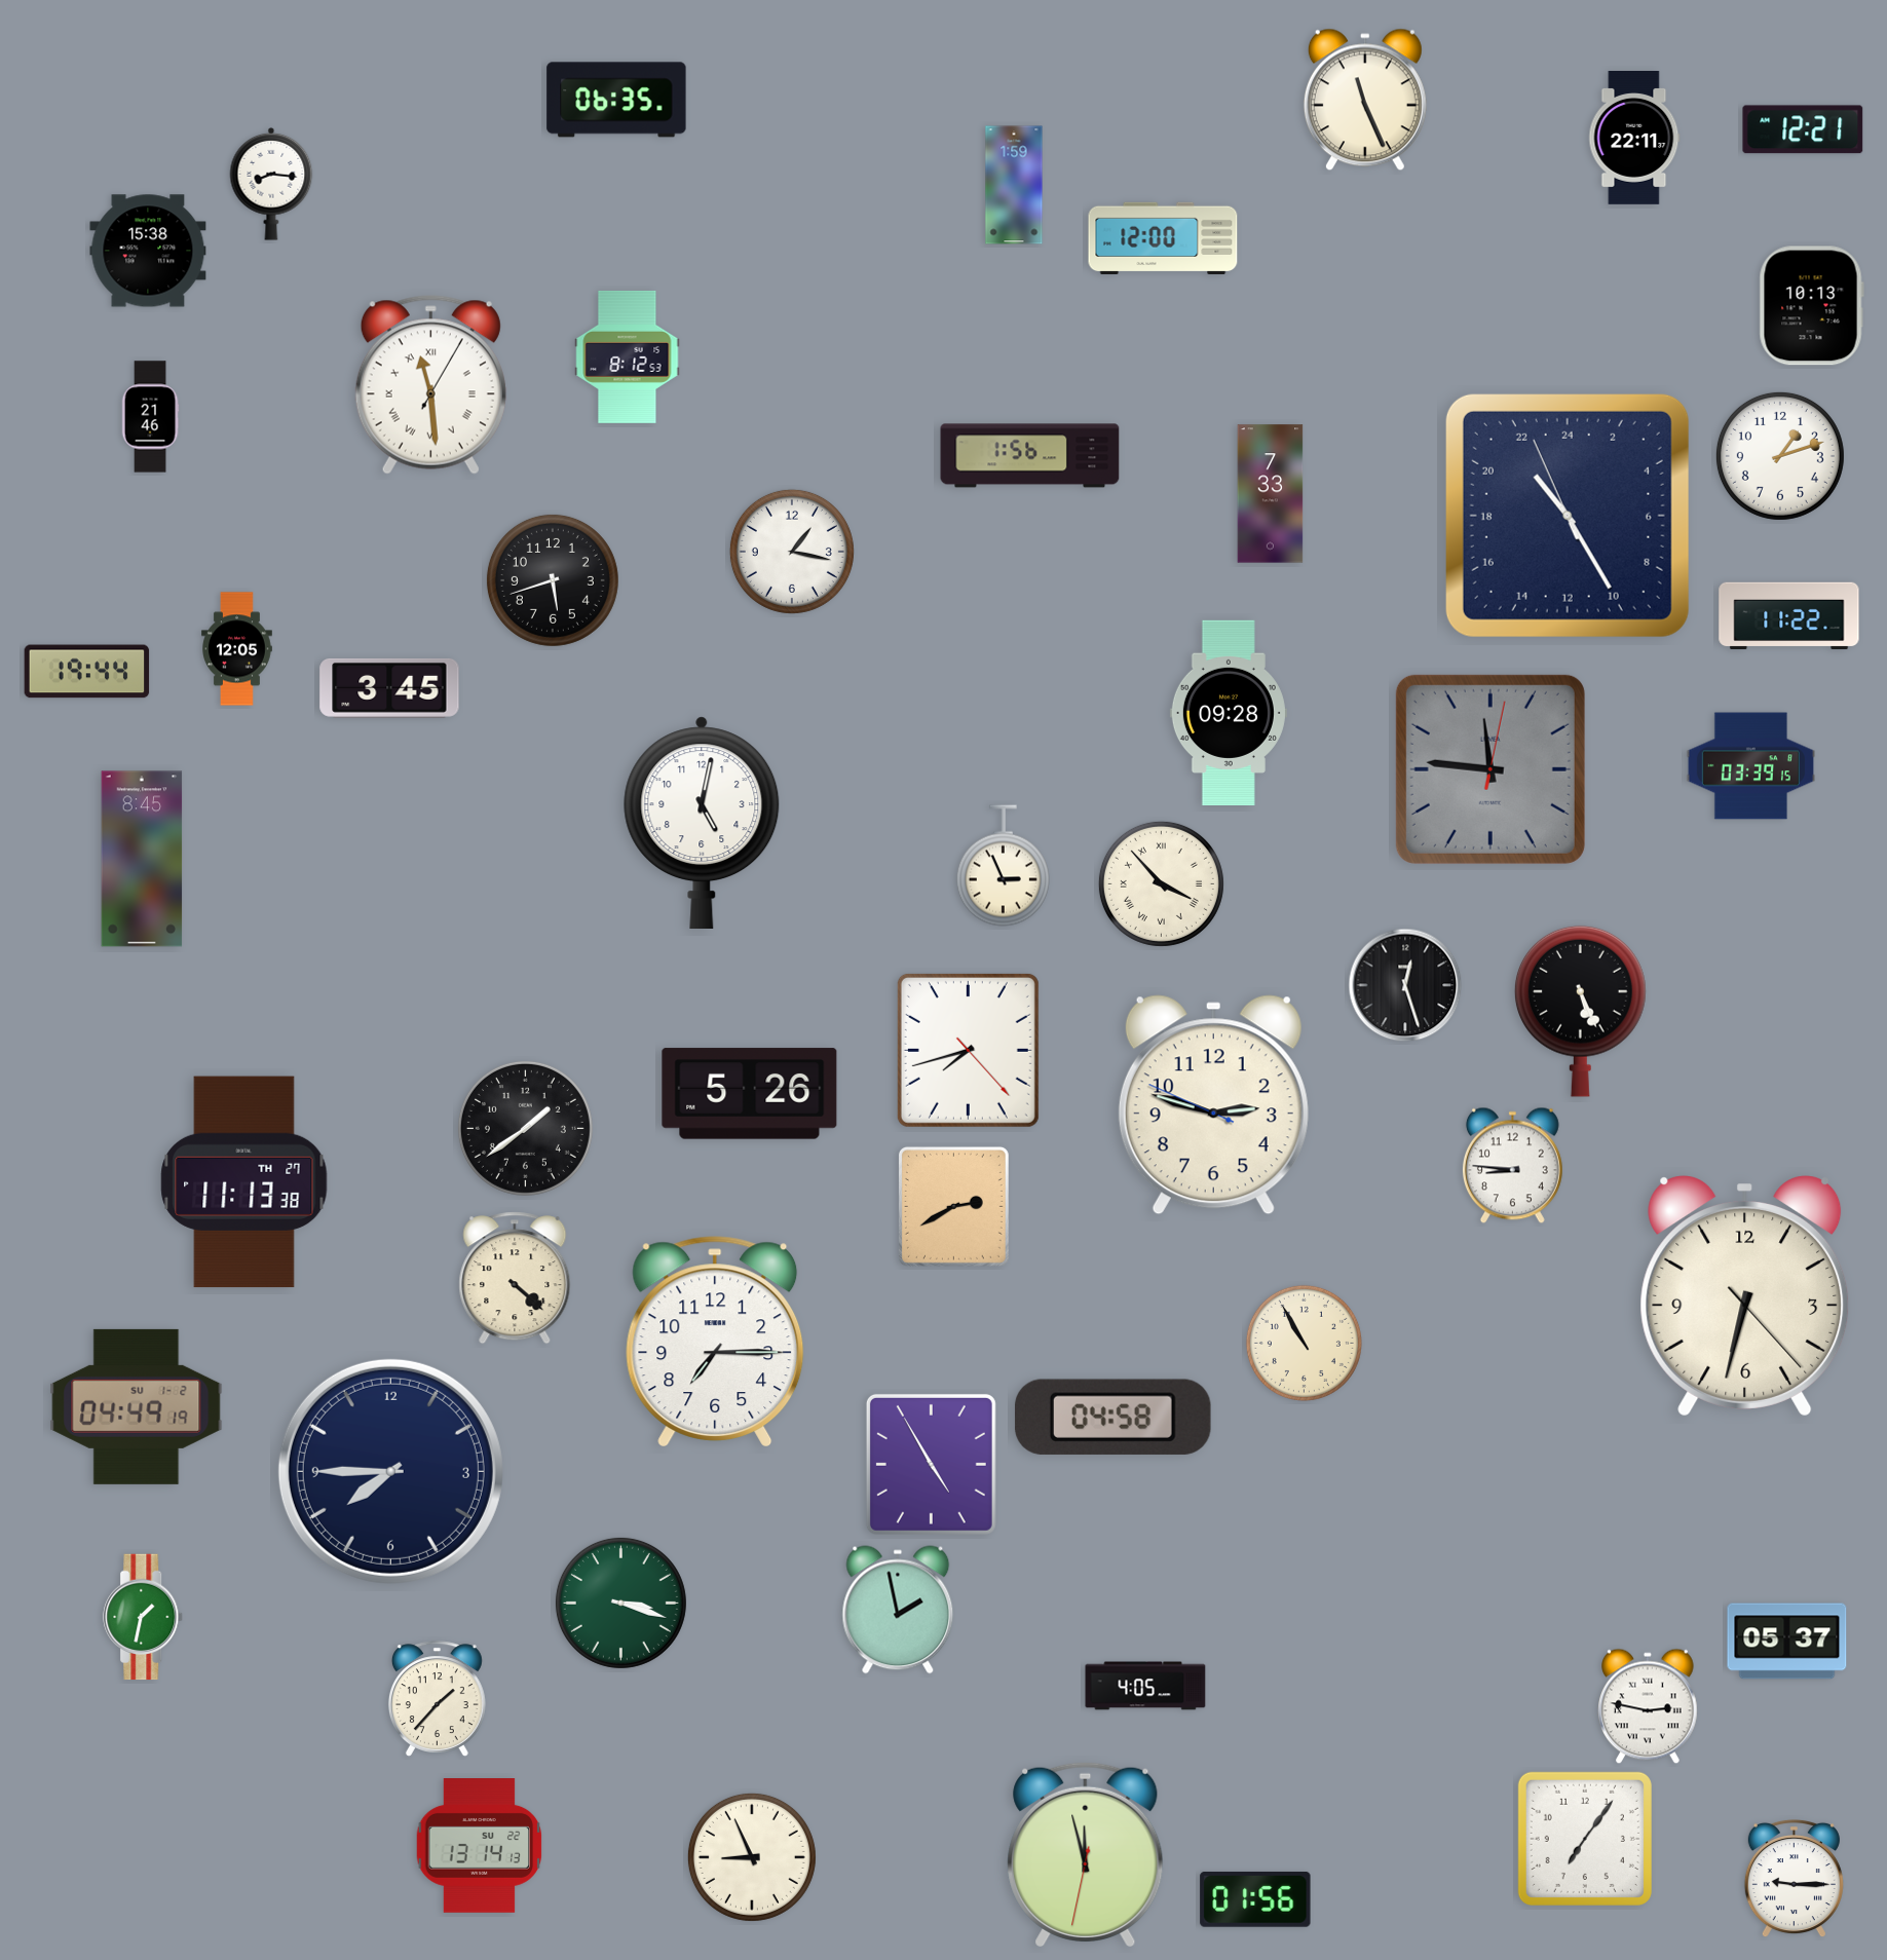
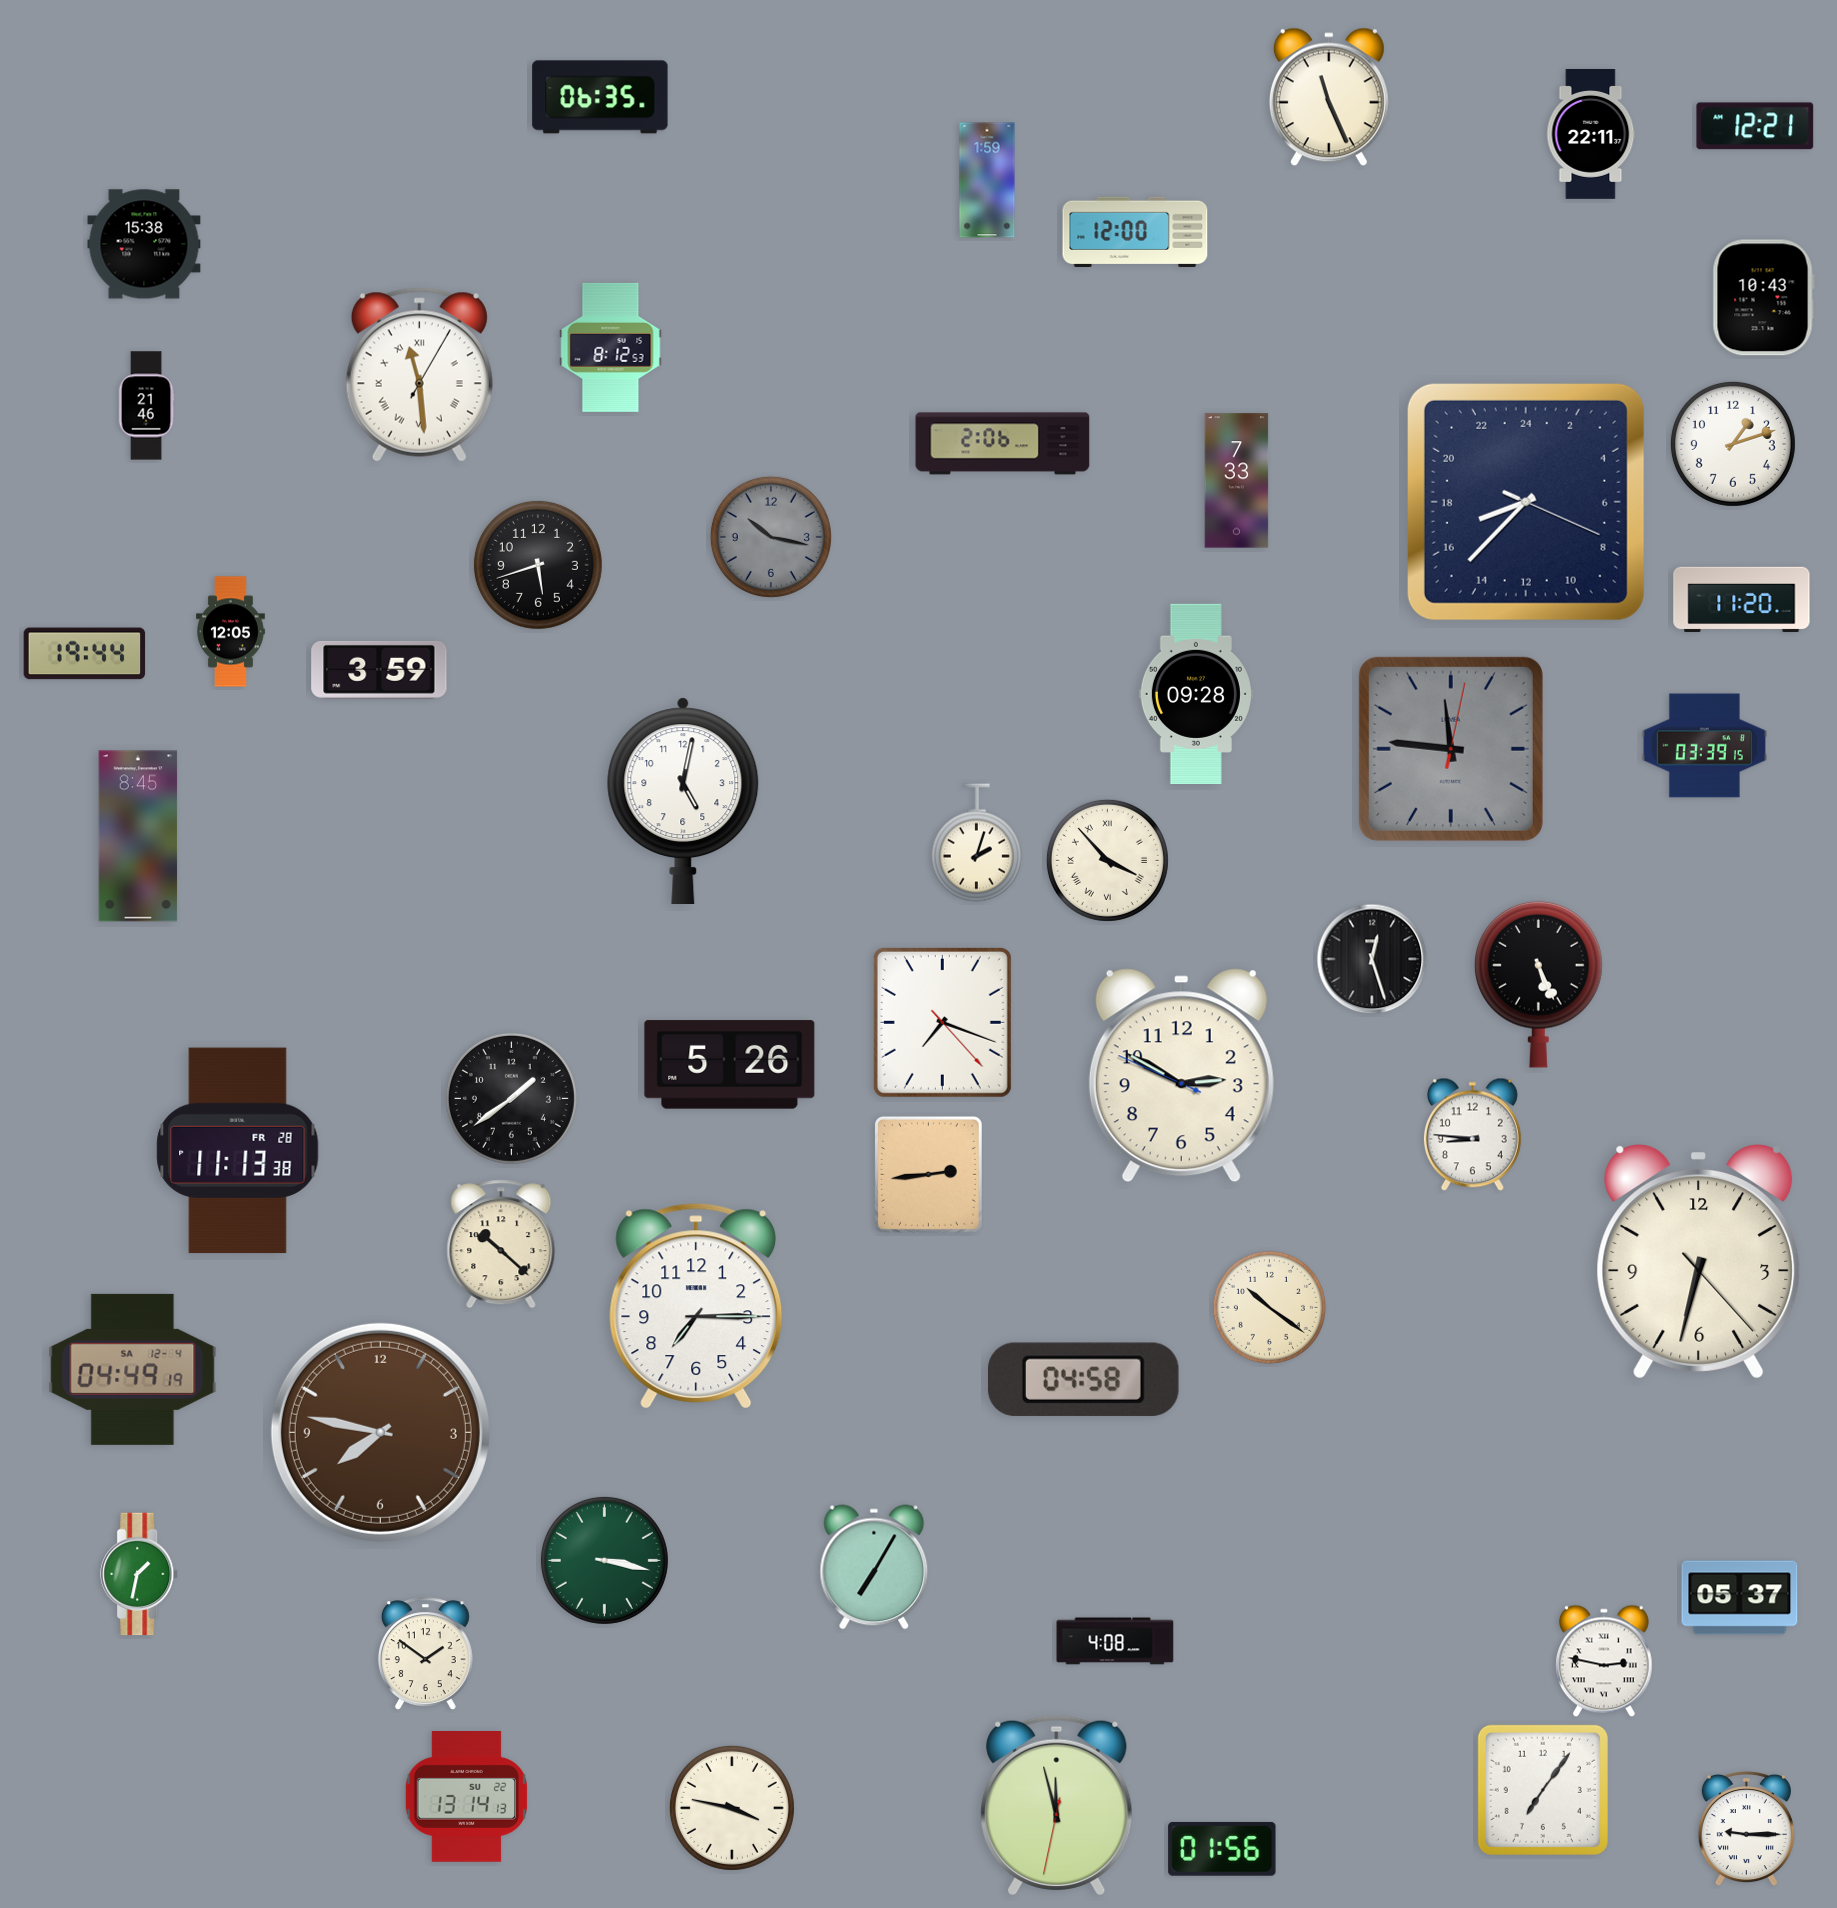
clock at (271, 184): 8:16 -> none
clock at (1163, 237) position: (1163, 237) -> (1135, 231)
clock at (1811, 306): 10:13 -> 10:43
clock at (1030, 456): 1:56 -> 2:06
clock at (1568, 516): 21:24 -> 16:37
clock at (792, 552): 1:17 -> 10:17
clock at (792, 552) dial: white -> grey
clock at (1789, 616): 11:22 -> 11:20
clock at (389, 688): 3:45 -> 3:59
clock at (1003, 866): 2:56 -> 2:03
clock at (1161, 883) position: (1161, 883) -> (1107, 860)
clock at (1405, 985) position: (1405, 985) -> (1372, 959)
clock at (968, 1050): 7:42 -> 7:18
clock at (1213, 1105): 2:47 -> 2:49
clock at (244, 1182) date: TH 27 -> FR 28
clock at (953, 1206): 2:40 -> 2:44
clock at (515, 1278): 4:22 -> 10:22
clock at (1304, 1343): 10:55 -> 10:21
clock at (137, 1406) date: SU 1-2 -> SA 12-4
clock at (931, 1464): 4:55 -> none
clock at (390, 1471): 7:45 -> 7:47
clock at (390, 1471) dial: navy -> brown
clock at (620, 1603): 3:18 -> 3:17
clock at (898, 1610): 1:58 -> 7:05
clock at (1145, 1686): 4:05 -> 4:08
clock at (437, 1699): 1:37 -> 1:51
clock at (752, 1857): 8:56 -> 3:47
